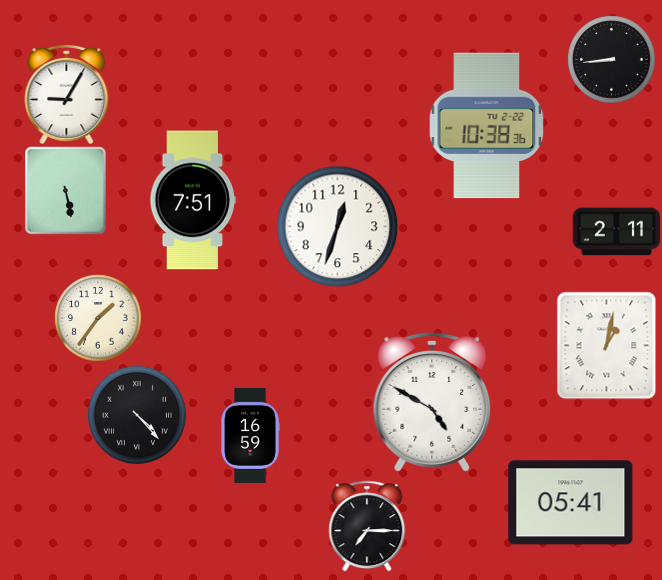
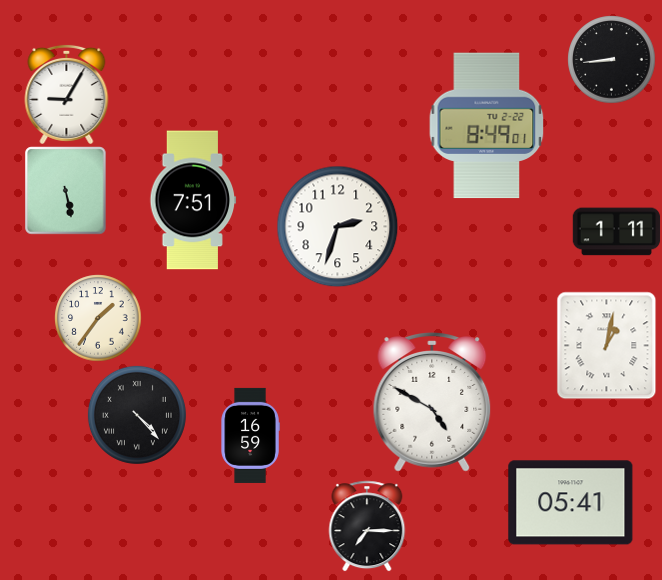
clock at (487, 126): 10:38 -> 8:49
clock at (337, 226): 12:33 -> 2:33
clock at (616, 232): 2:11 -> 1:11
